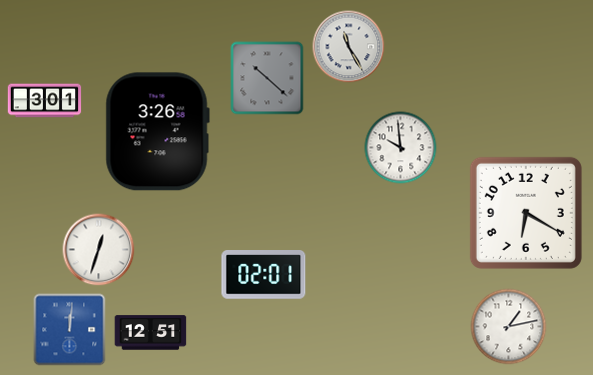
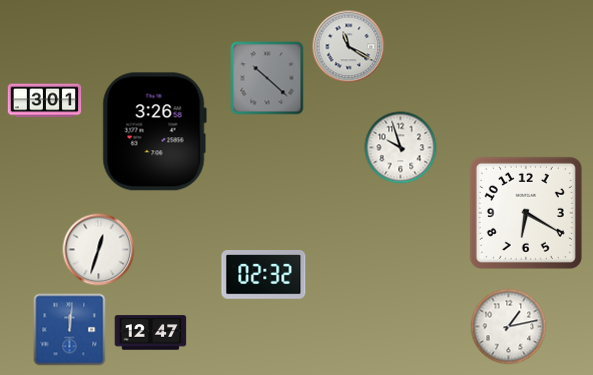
clock at (349, 47): 11:25 -> 11:20
clock at (157, 132) position: (157, 132) -> (154, 132)
clock at (401, 148): 9:59 -> 9:57
clock at (264, 275): 02:01 -> 02:32
clock at (151, 333): 12:51 -> 12:47
